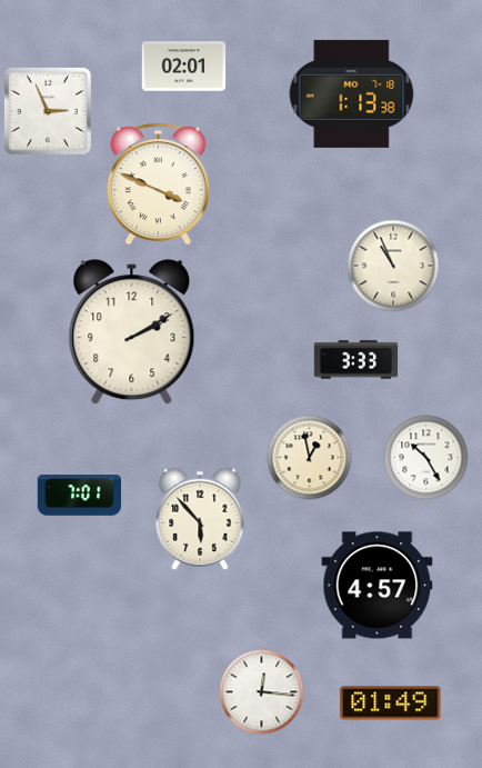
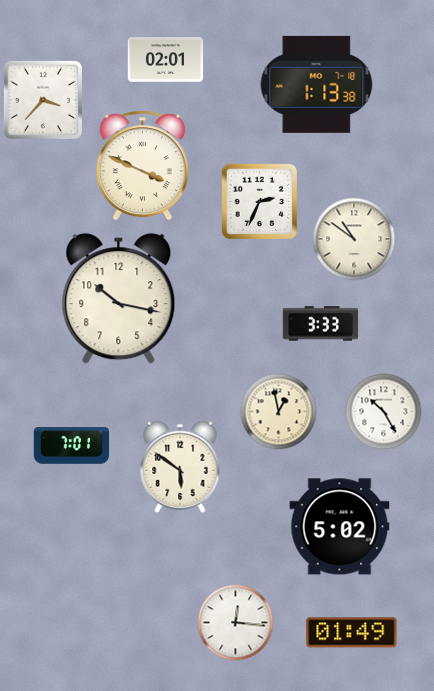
clock at (48, 111): 2:56 -> 3:37
clock at (259, 201): none -> 2:34
clock at (393, 266): 10:56 -> 10:51
clock at (132, 332): 2:10 -> 10:17
clock at (200, 519): 5:53 -> 5:51
clock at (378, 586): 4:57 -> 5:02
